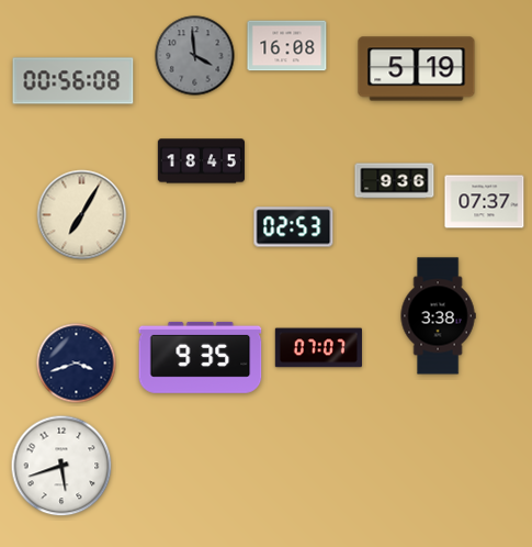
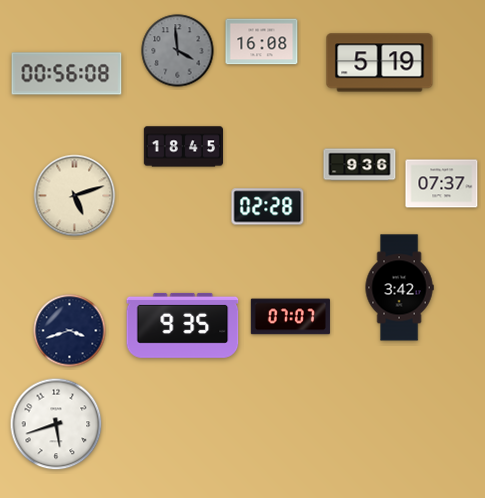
clock at (82, 215): 7:05 -> 5:12
clock at (294, 227): 02:53 -> 02:28
clock at (438, 316): 3:38 -> 3:42
